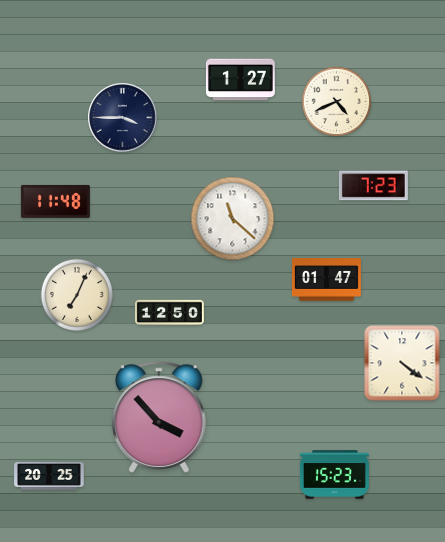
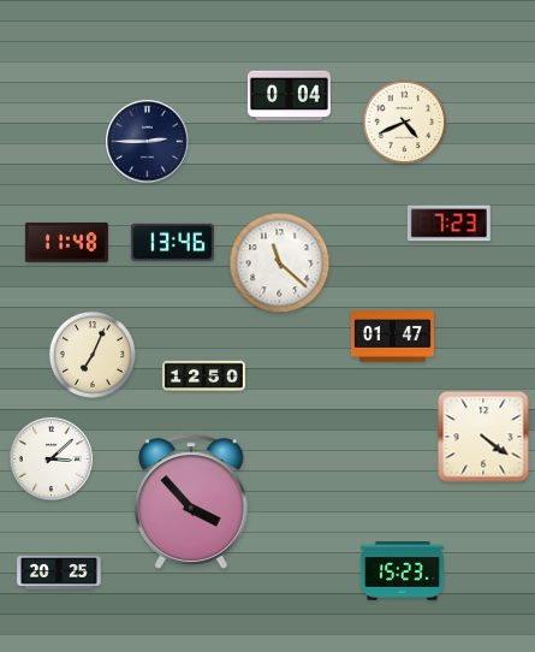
clock at (240, 80): 1:27 -> 0:04
clock at (123, 118): 3:45 -> 2:45
clock at (172, 242): none -> 13:46
clock at (52, 460): none -> 3:08
